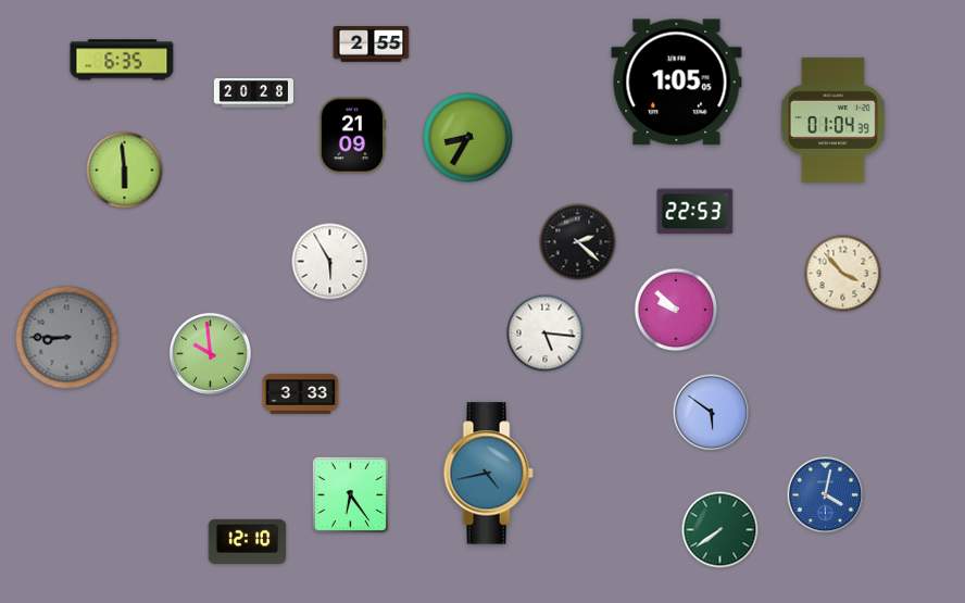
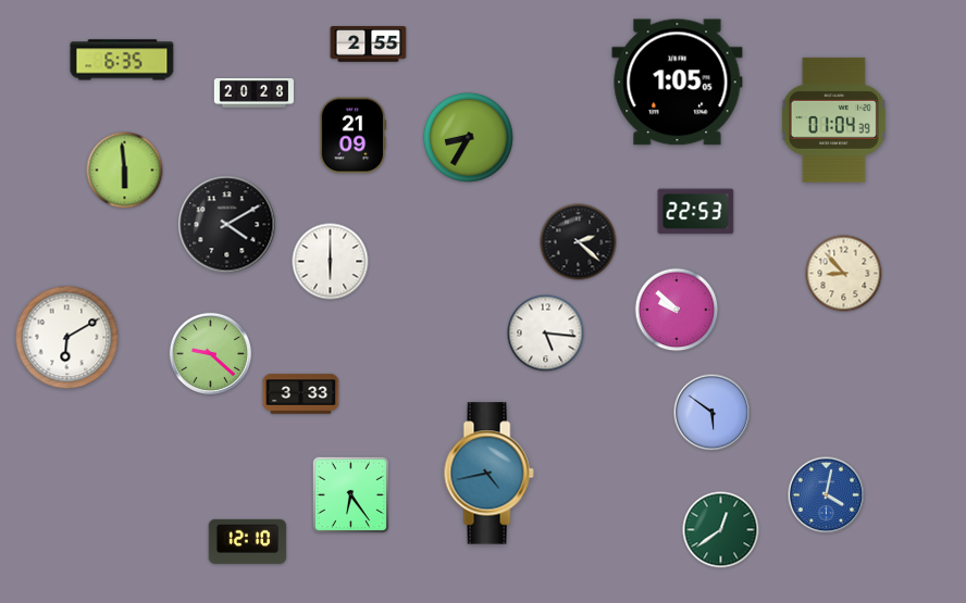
clock at (372, 45) position: (372, 45) -> (369, 45)
clock at (227, 225): none -> 4:10
clock at (330, 262): 5:55 -> 6:00
clock at (843, 274): 3:53 -> 8:53
clock at (67, 338): 8:45 -> 6:10
clock at (67, 338) dial: grey -> white
clock at (210, 353): 9:59 -> 9:22
clock at (720, 530): 7:39 -> 12:39
